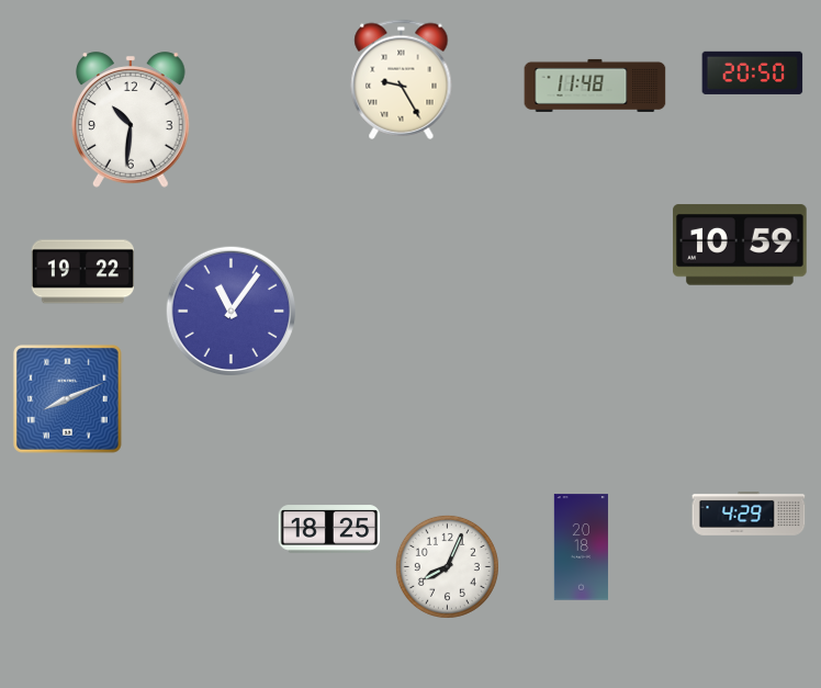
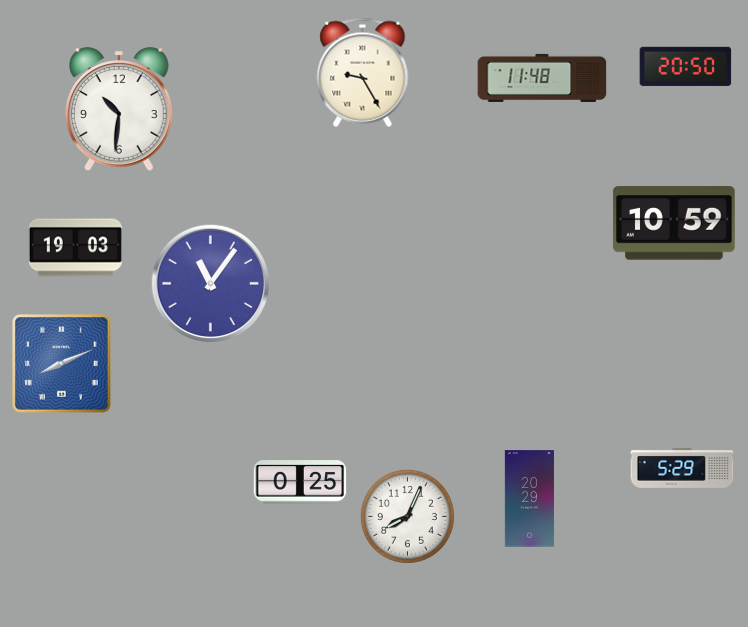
clock at (402, 79) position: (402, 79) -> (363, 72)
clock at (82, 272): 19:22 -> 19:03
clock at (749, 514): 4:29 -> 5:29
clock at (329, 529): 18:25 -> 0:25
clock at (581, 548): 20:18 -> 20:29
